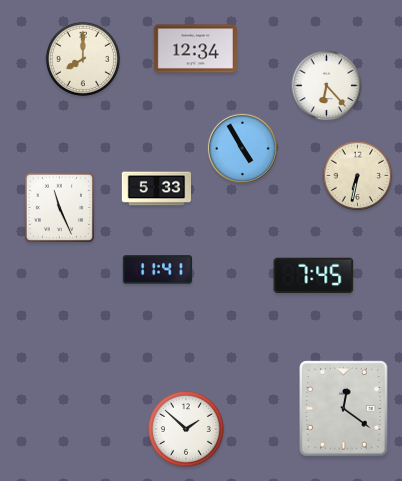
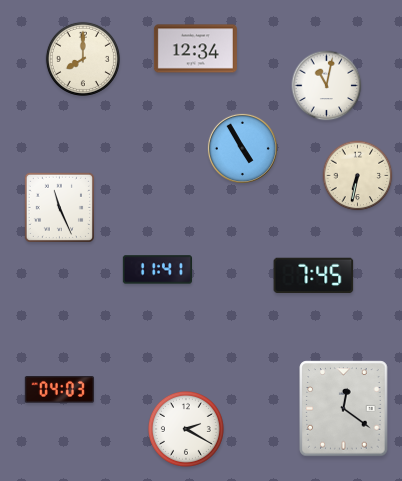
clock at (327, 86): 6:23 -> 11:02
clock at (157, 189): 5:33 -> none
clock at (59, 390): none -> 04:03
clock at (186, 429): 1:52 -> 2:20
